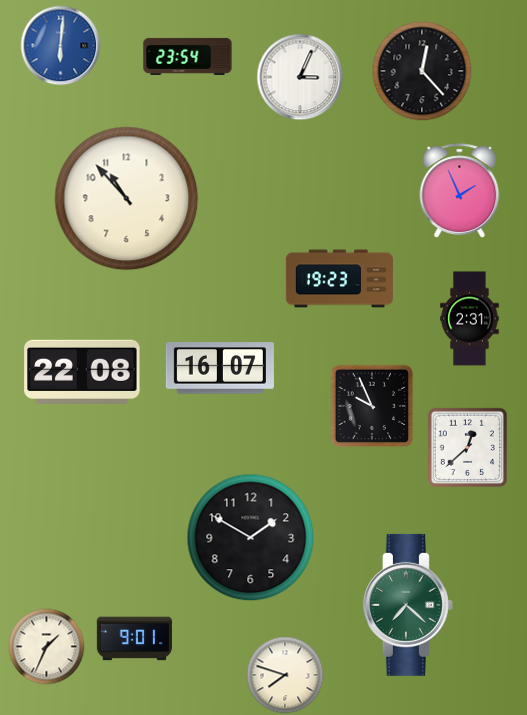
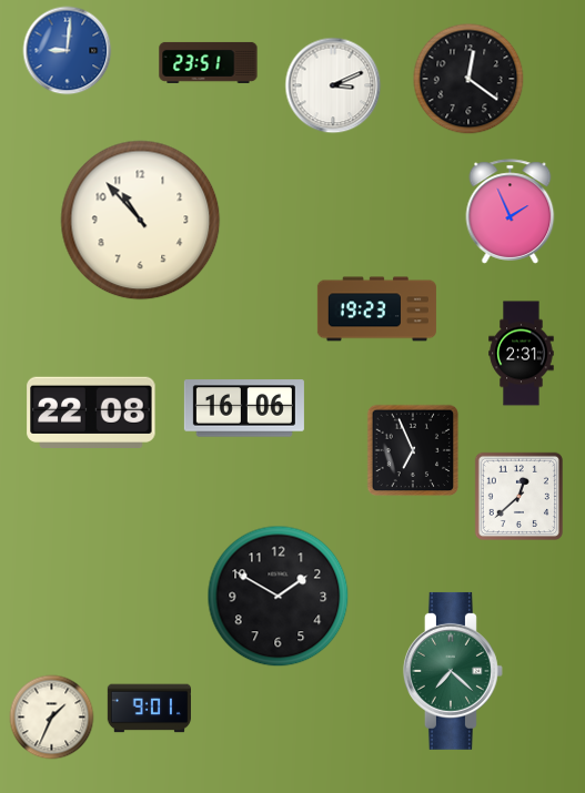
clock at (61, 46): 6:01 -> 9:01
clock at (188, 56): 23:54 -> 23:51
clock at (422, 71): 12:23 -> 12:21
clock at (300, 77): 3:04 -> 3:11
clock at (220, 368): 16:07 -> 16:06
clock at (372, 406): 9:56 -> 6:56
clock at (285, 675): 7:48 -> none
